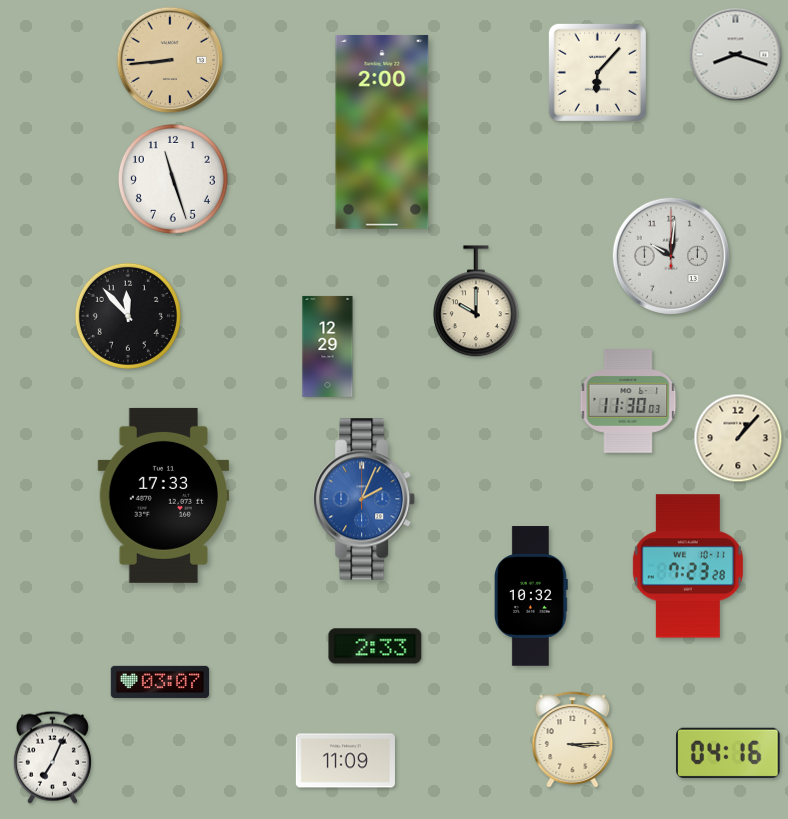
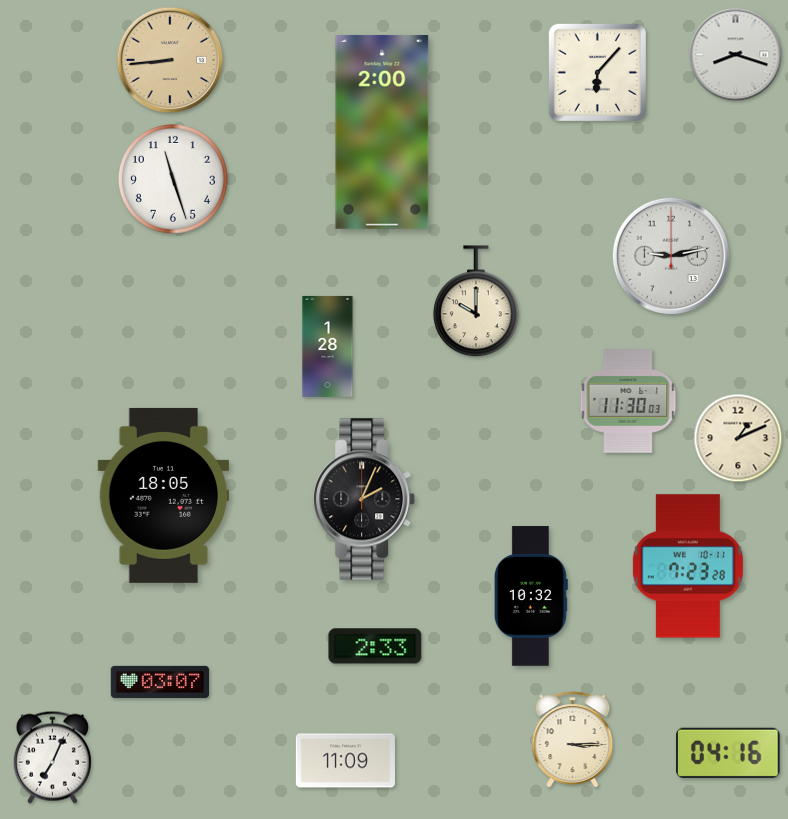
clock at (671, 256): 10:01 -> 9:13
clock at (128, 316): 11:53 -> none
clock at (328, 346): 12:29 -> 1:28
clock at (738, 438): 1:07 -> 1:11
clock at (164, 495): 17:33 -> 18:05
clock at (365, 499) dial: blue -> black
